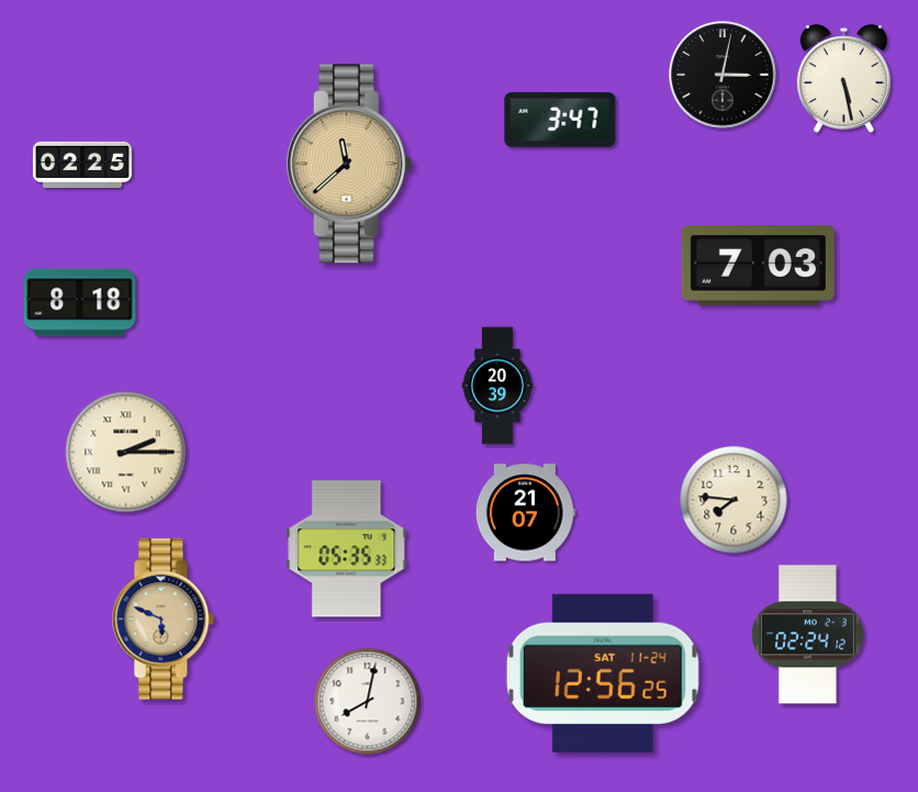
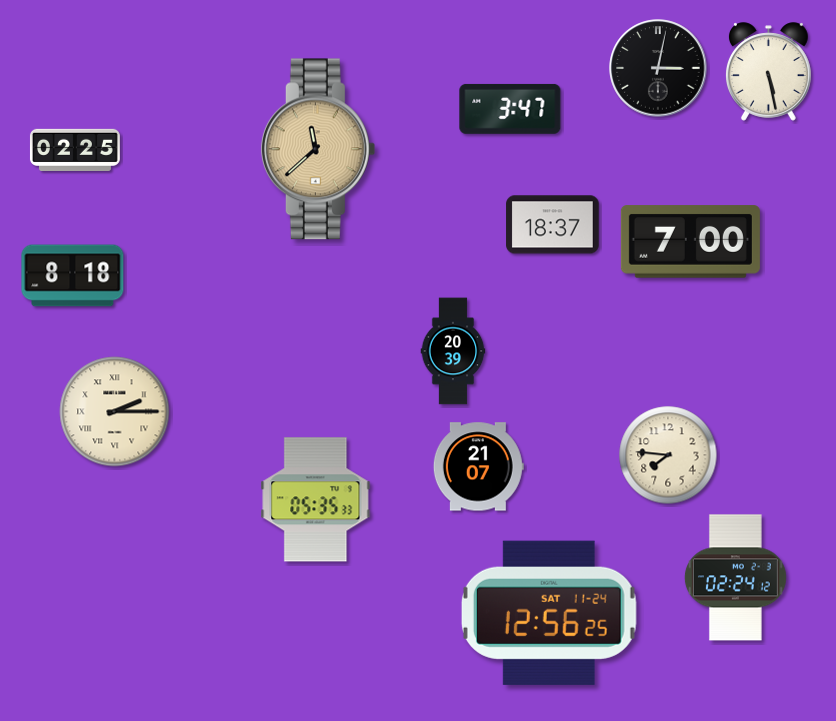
clock at (553, 225): none -> 18:37
clock at (758, 266): 7:03 -> 7:00
clock at (164, 620): 5:49 -> none
clock at (368, 702): 8:02 -> none
